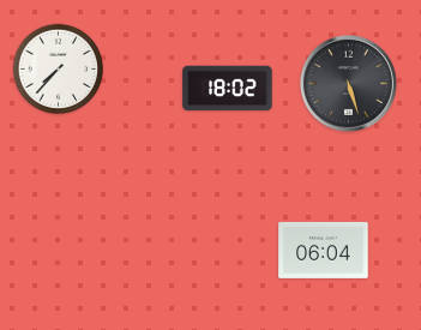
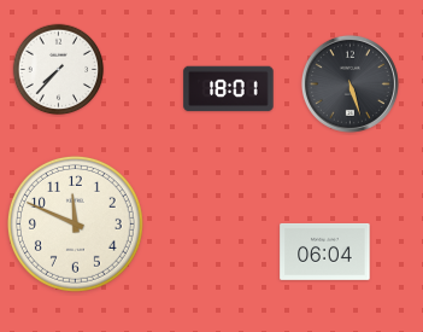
clock at (228, 89): 18:02 -> 18:01
clock at (75, 223): none -> 11:49
